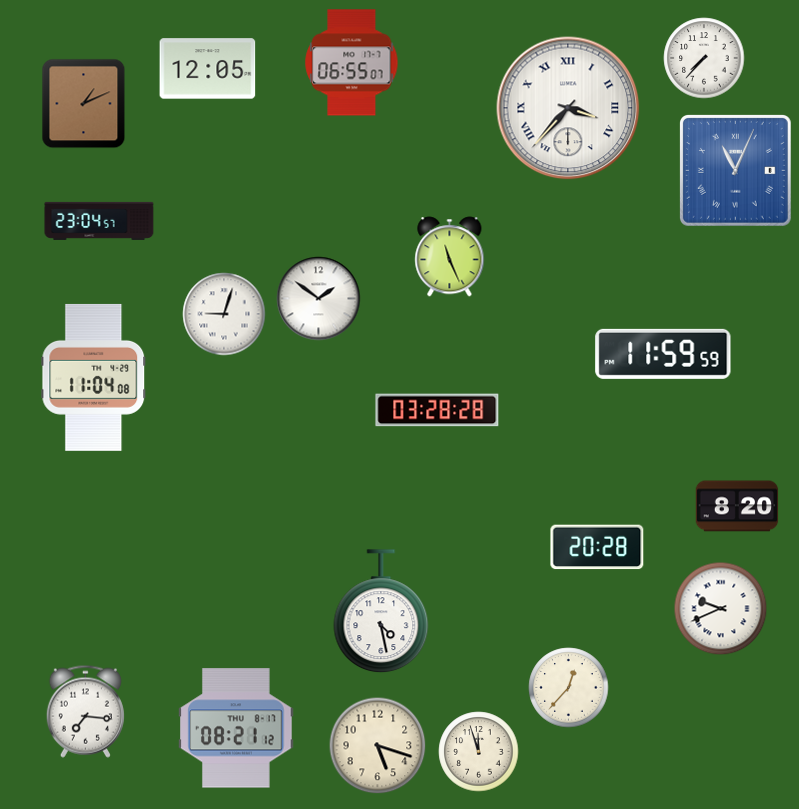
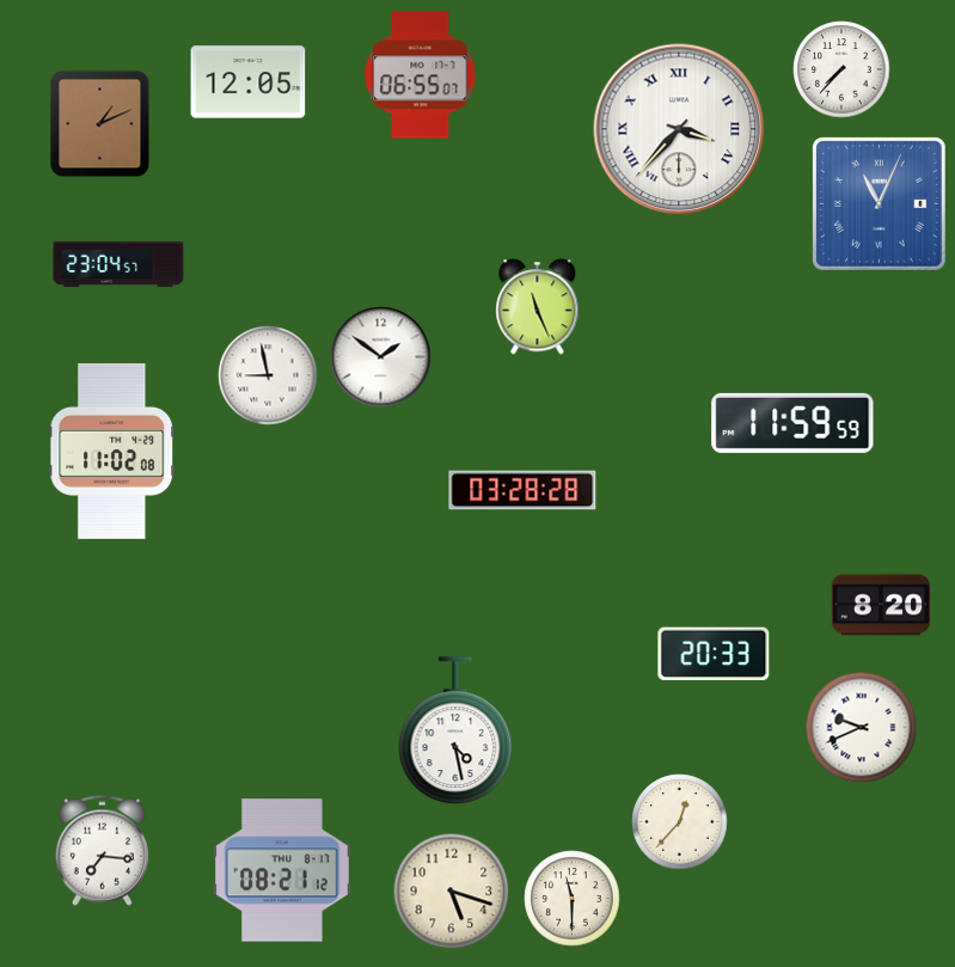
clock at (224, 314): 9:03 -> 8:58
clock at (94, 377): 11:04 -> 11:02
clock at (597, 547): 20:28 -> 20:33
clock at (479, 752): 11:57 -> 11:30
